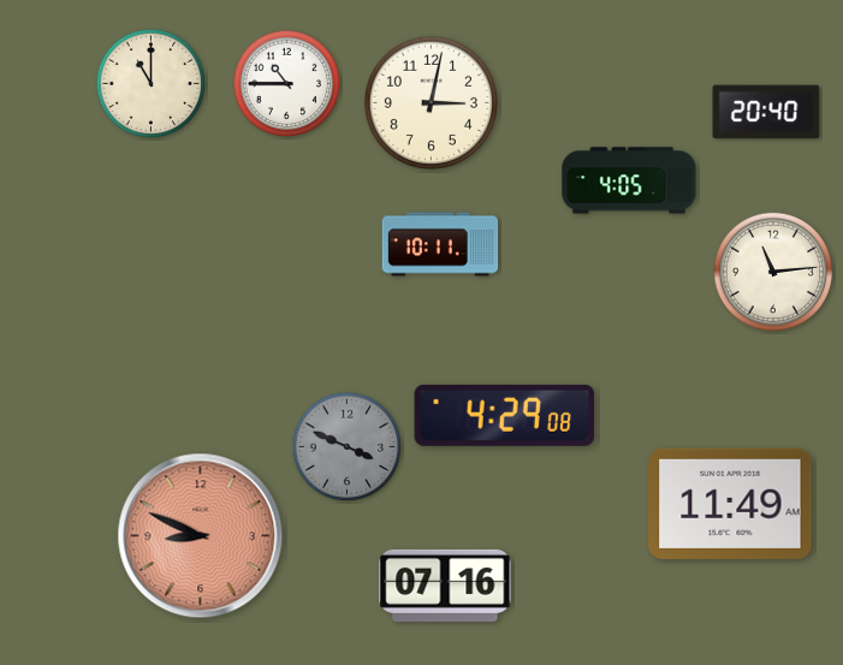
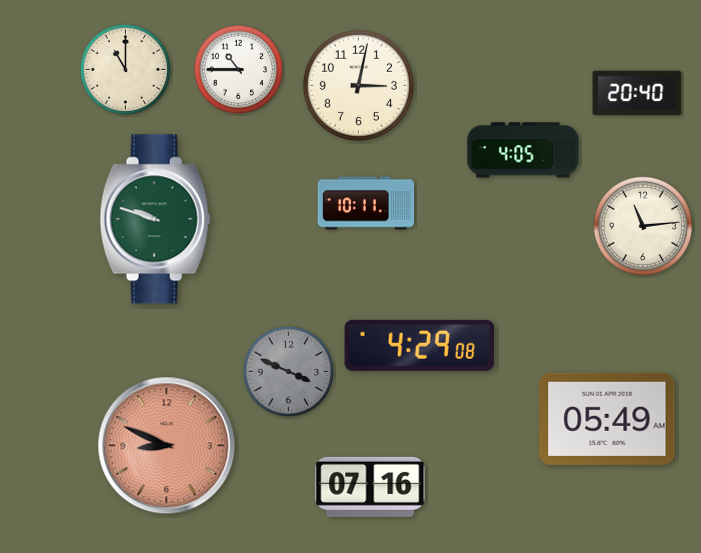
clock at (155, 219): none -> 9:48
clock at (730, 504): 11:49 -> 05:49
